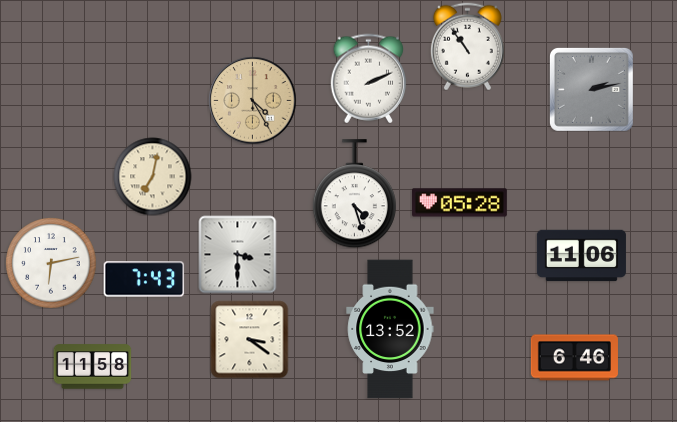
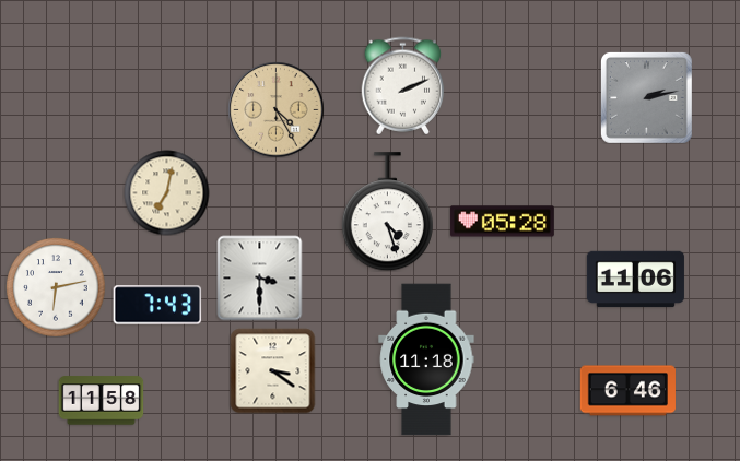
clock at (467, 46): 10:54 -> none
clock at (390, 329): 13:52 -> 11:18
